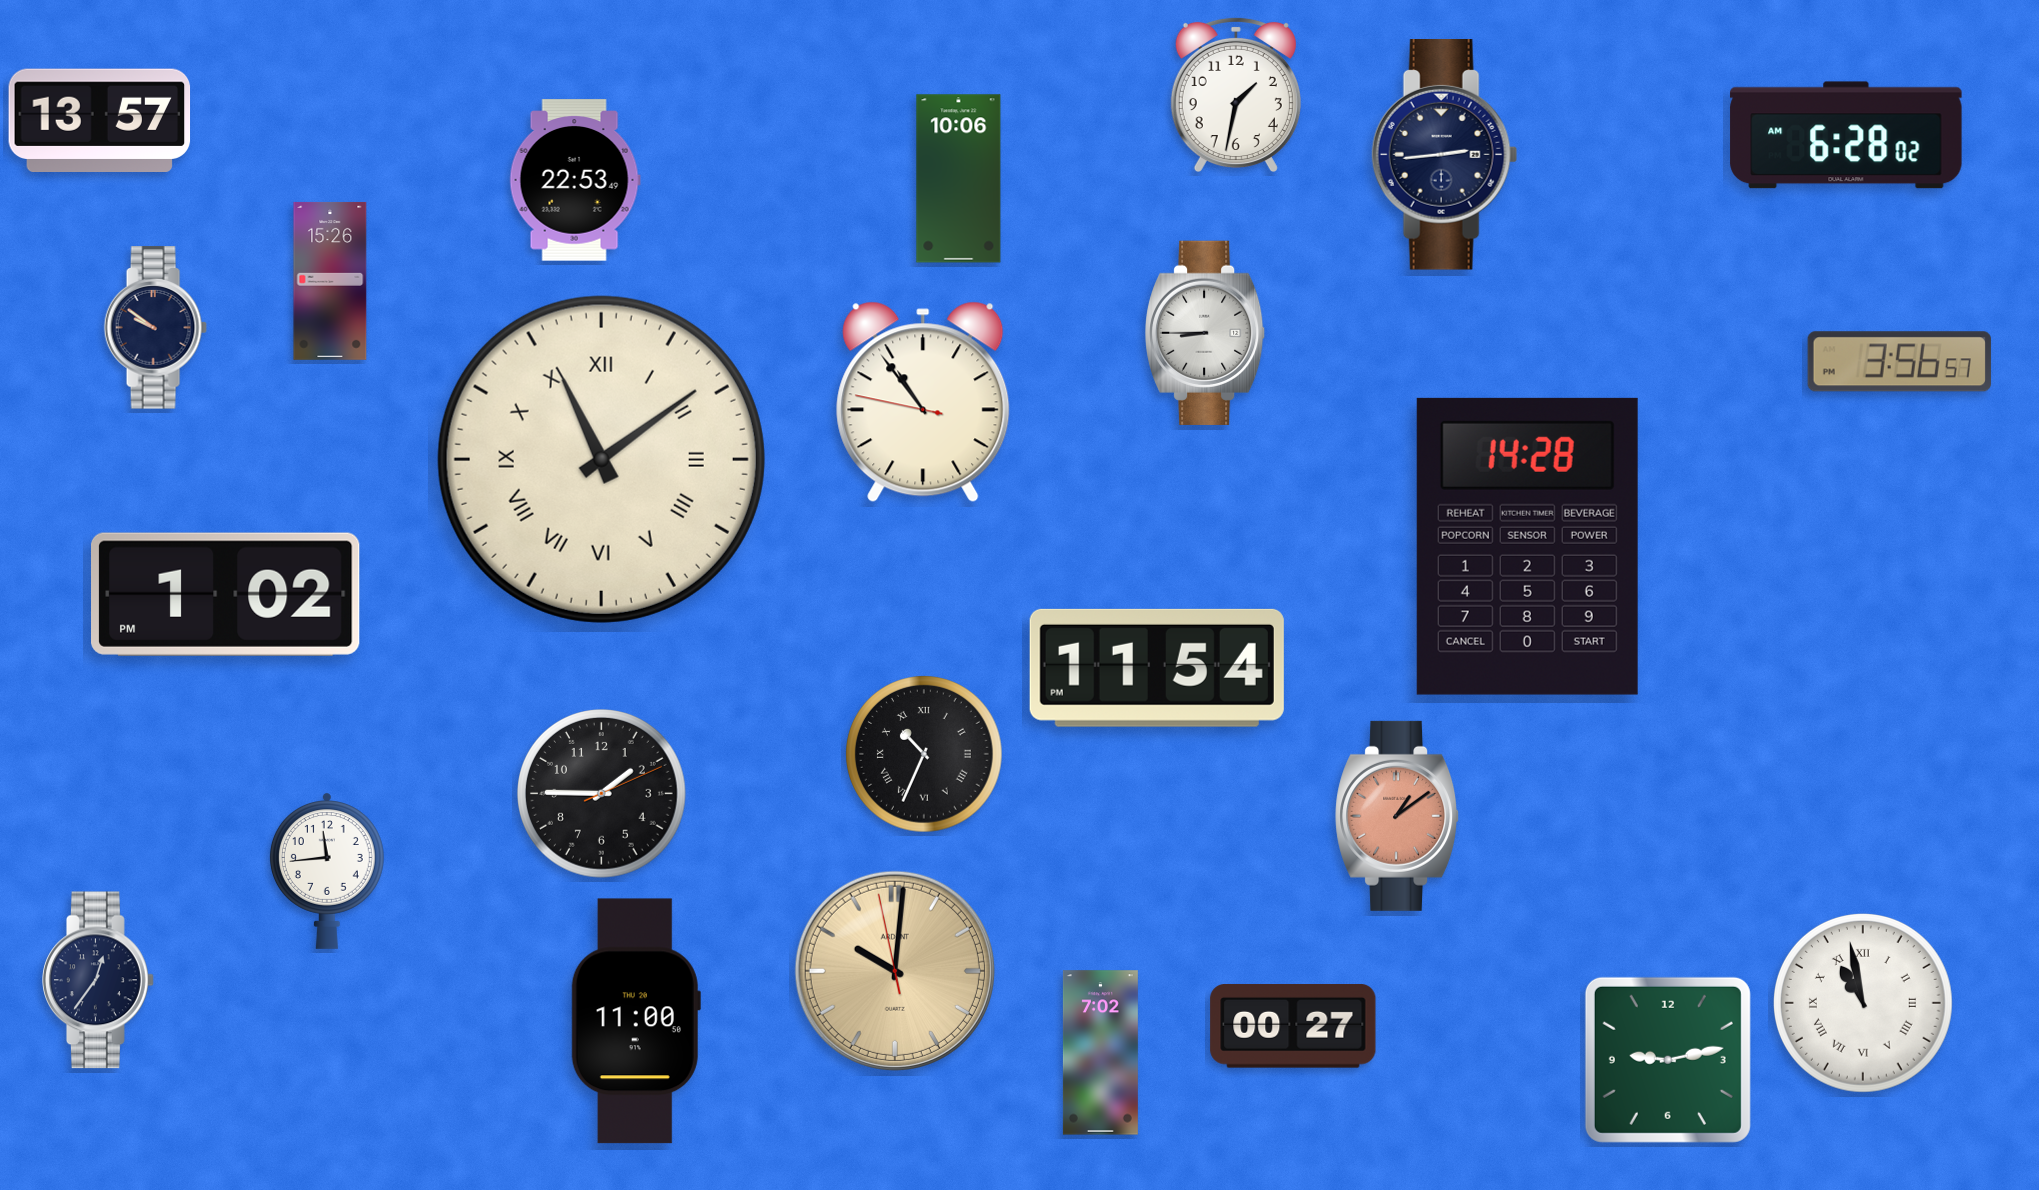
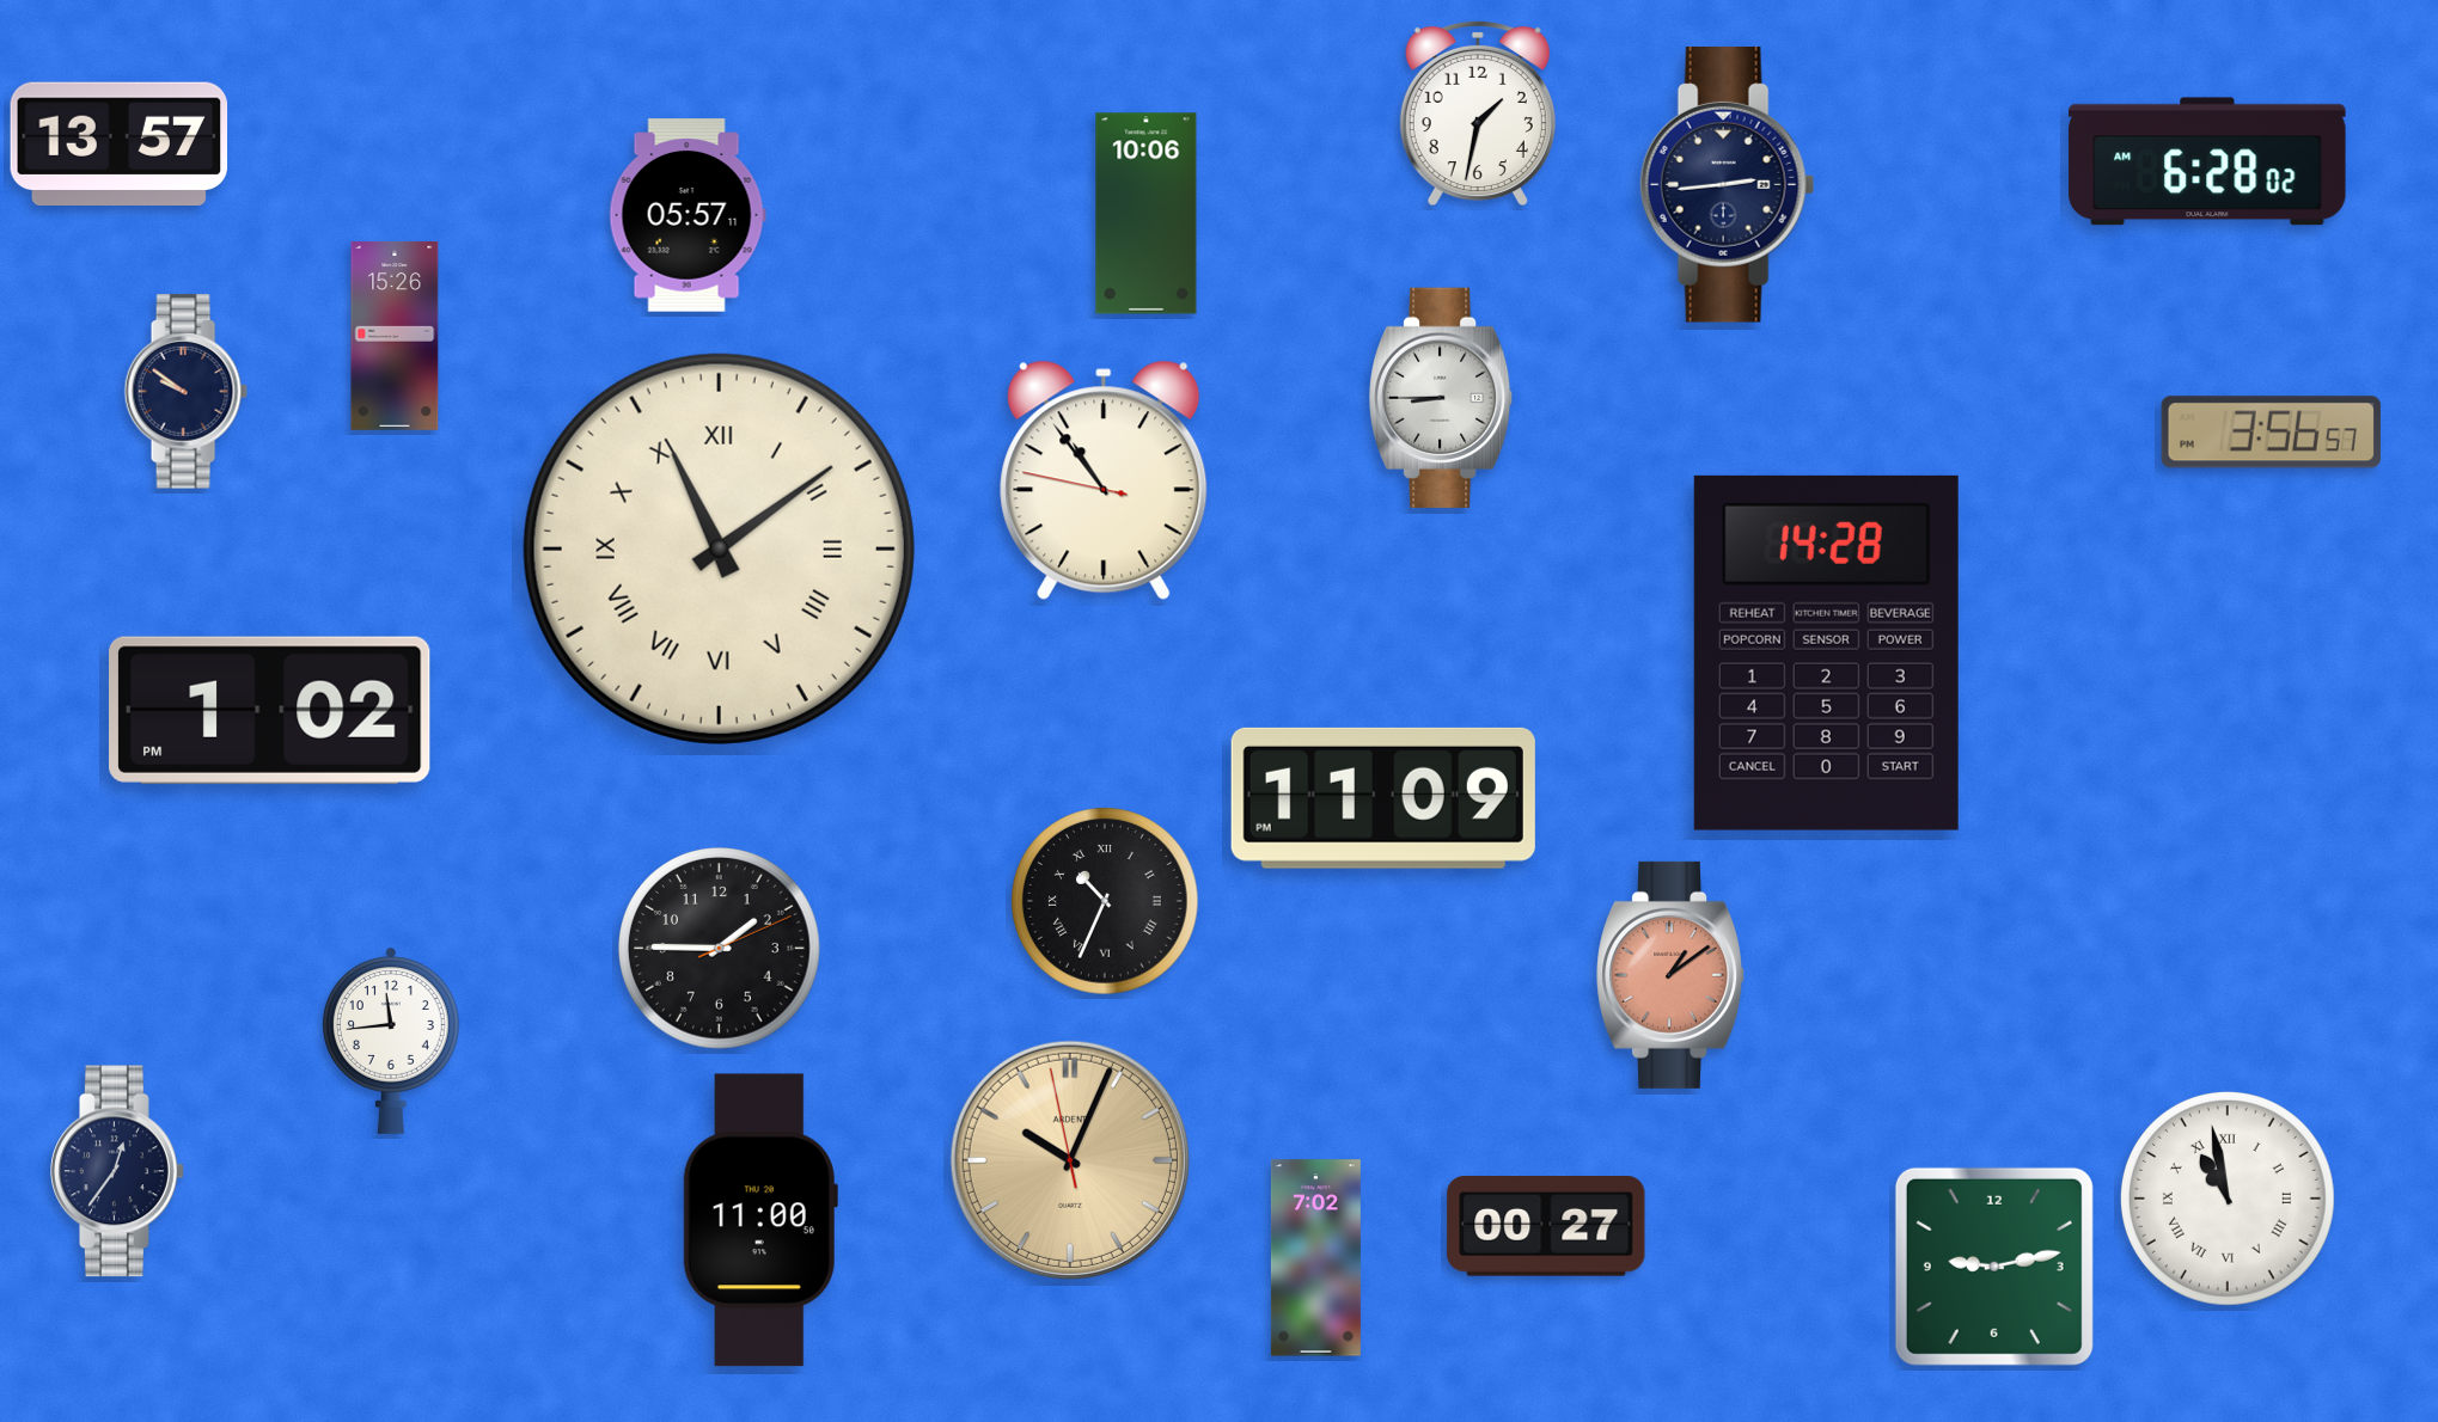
clock at (575, 180): 22:53 -> 05:57
clock at (1157, 668): 11:54 -> 11:09
clock at (895, 971): 10:00 -> 10:03
